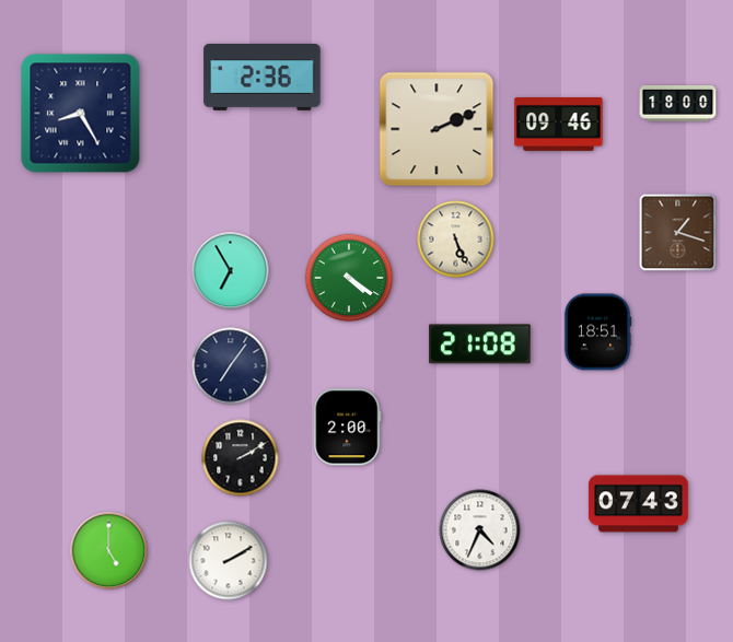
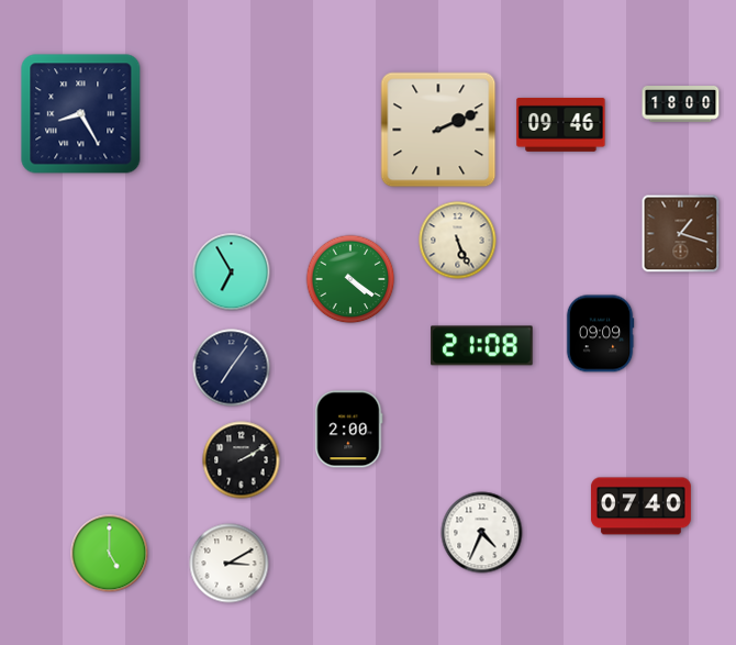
clock at (263, 77): 2:36 -> none
clock at (597, 332): 18:51 -> 09:09
clock at (638, 504): 07:43 -> 07:40
clock at (229, 561): 2:10 -> 3:10
